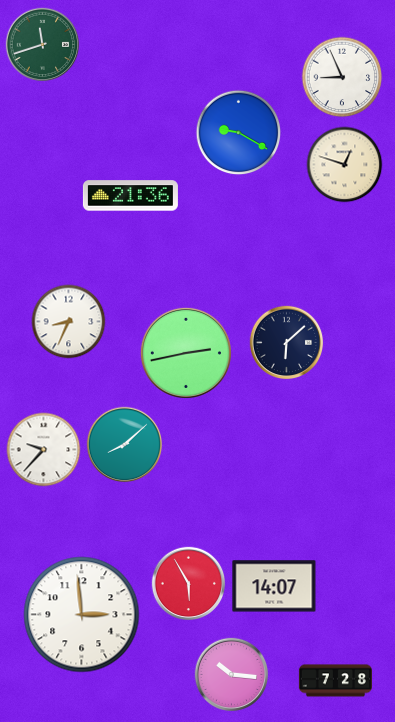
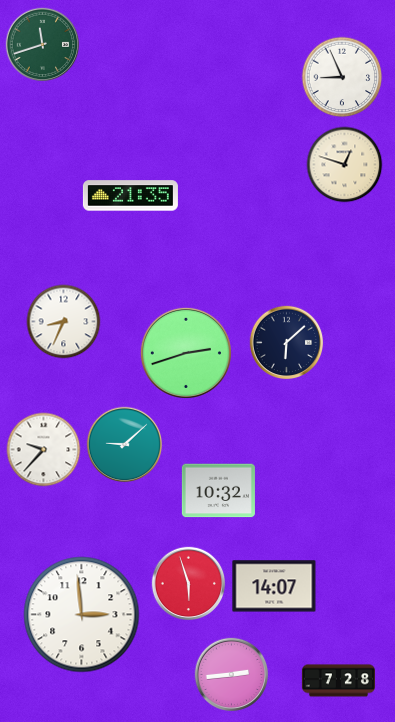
clock at (239, 133): 9:20 -> none
clock at (130, 196): 21:36 -> 21:35
clock at (69, 322) position: (69, 322) -> (64, 322)
clock at (186, 353): 2:43 -> 2:42
clock at (125, 445): 8:08 -> 9:08
clock at (218, 491): none -> 10:32
clock at (189, 584): 5:55 -> 5:57
clock at (232, 675): 10:16 -> 2:44
clock at (335, 681) position: (335, 681) -> (338, 681)
